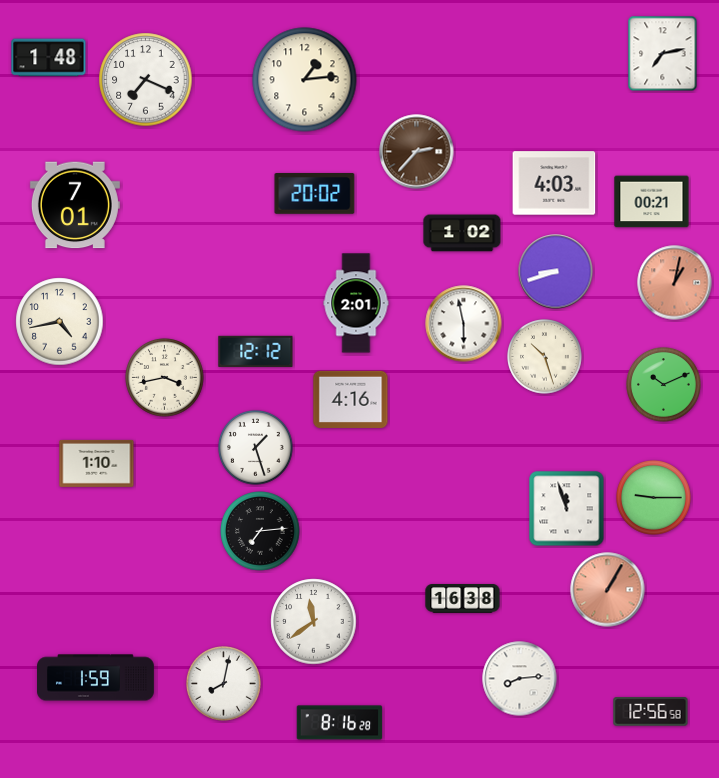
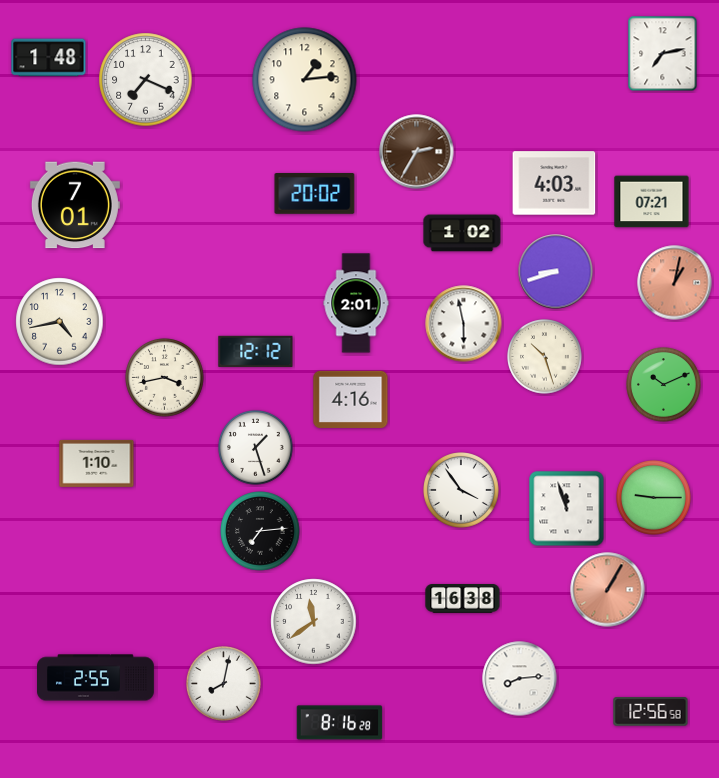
clock at (417, 152): 2:37 -> 2:35
clock at (652, 202): 00:21 -> 07:21
clock at (461, 490): none -> 3:54
clock at (96, 678): 1:59 -> 2:55
